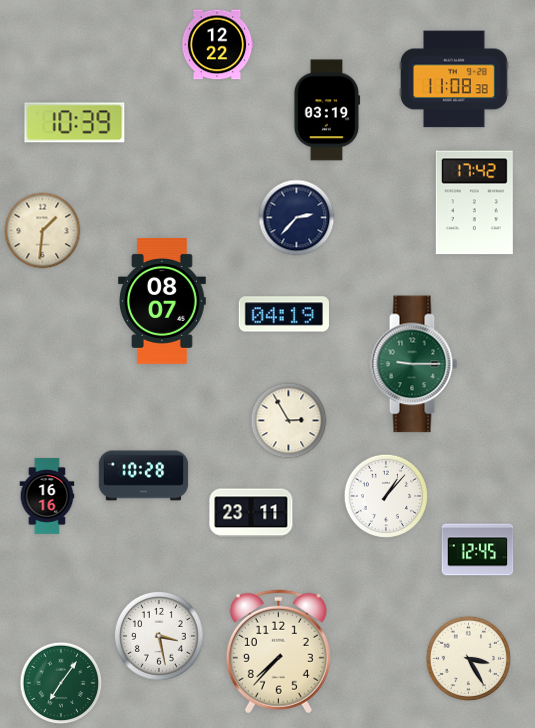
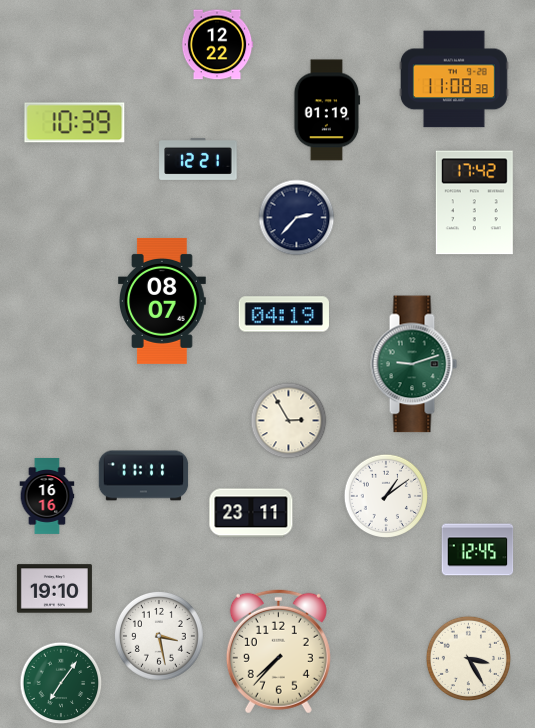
clock at (327, 110): 03:19 -> 01:19
clock at (198, 159): none -> 12:21
clock at (43, 231): 1:31 -> none
clock at (414, 364): 9:15 -> 9:12
clock at (144, 476): 10:28 -> 11:11
clock at (385, 495): 1:07 -> 1:09
clock at (54, 589): none -> 19:10
